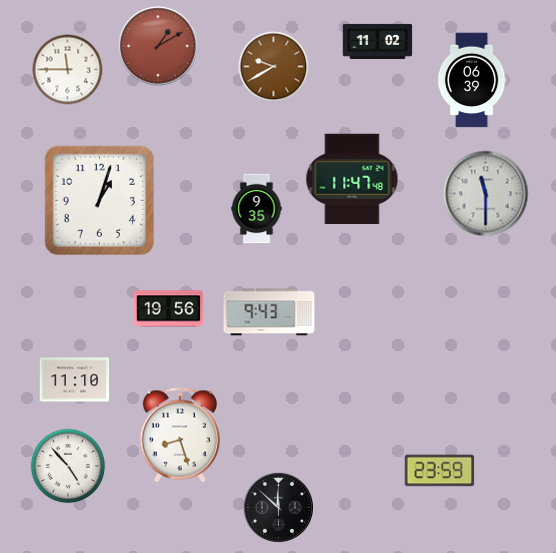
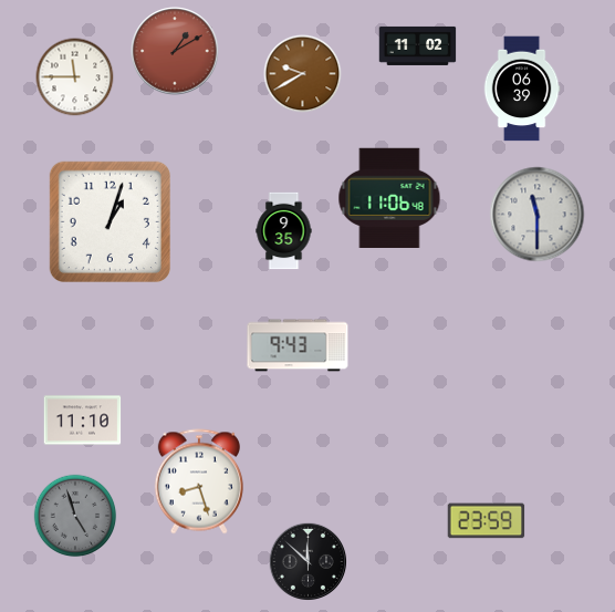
clock at (352, 178): 11:47 -> 11:06
clock at (169, 309): 19:56 -> none
clock at (68, 466): 4:53 -> 4:57
clock at (68, 466) dial: white -> grey
